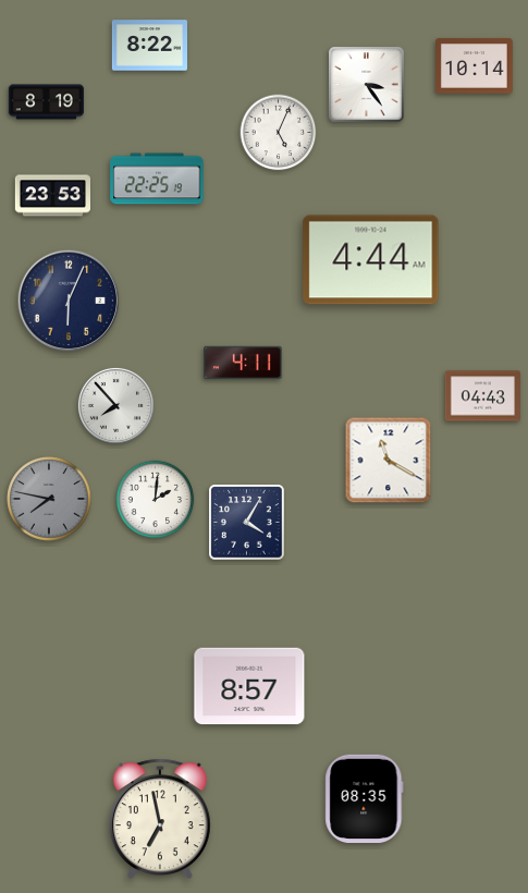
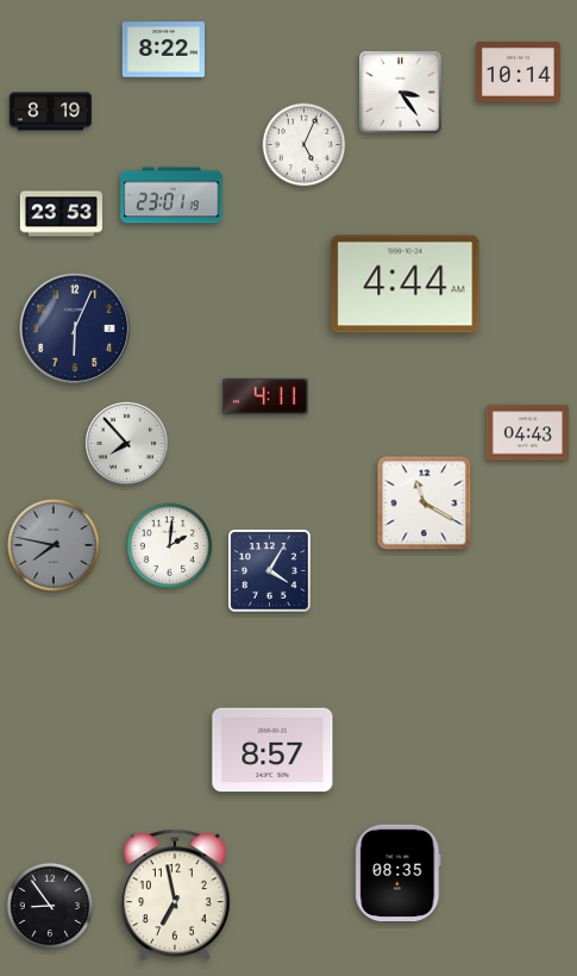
clock at (157, 179): 22:25 -> 23:01
clock at (52, 196) position: (52, 196) -> (61, 214)
clock at (50, 905): none -> 8:54
